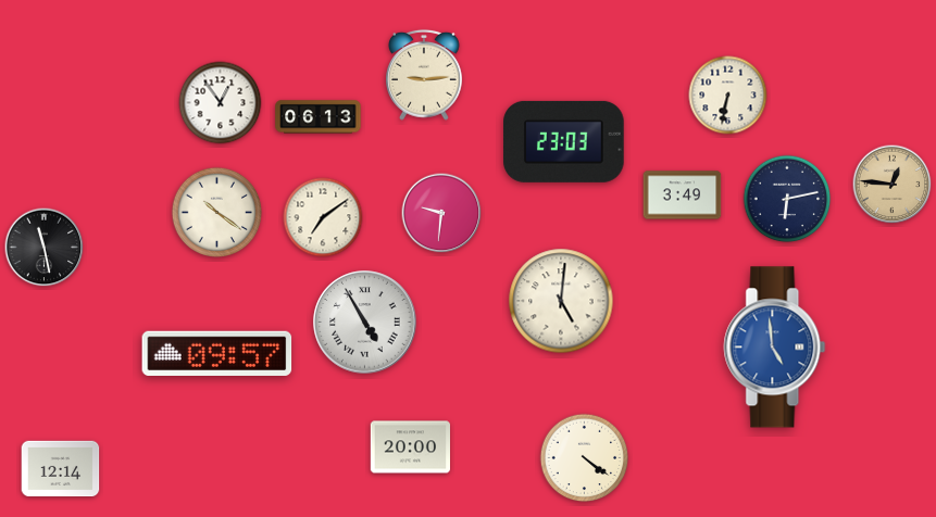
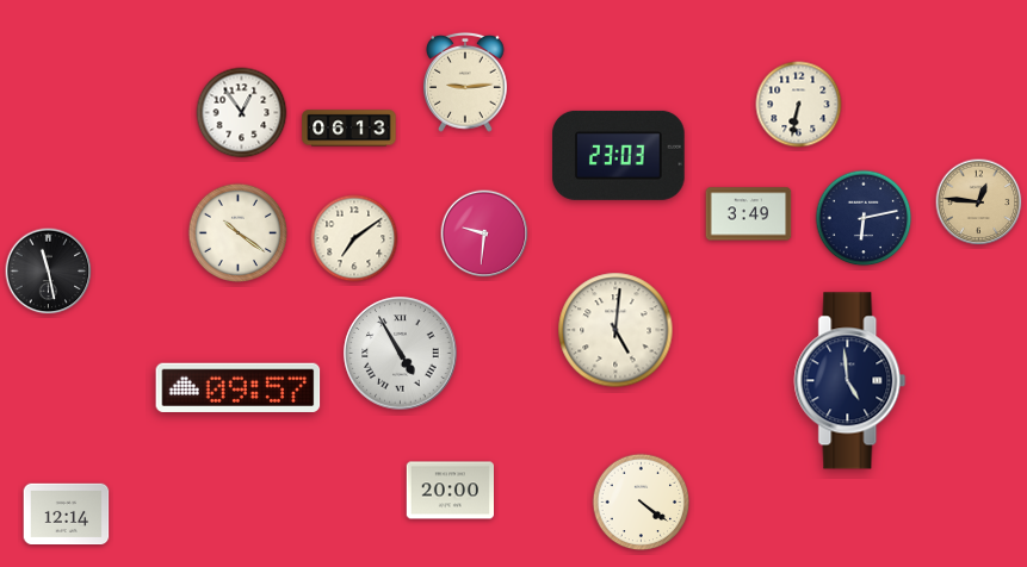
clock at (775, 348) dial: blue -> navy
